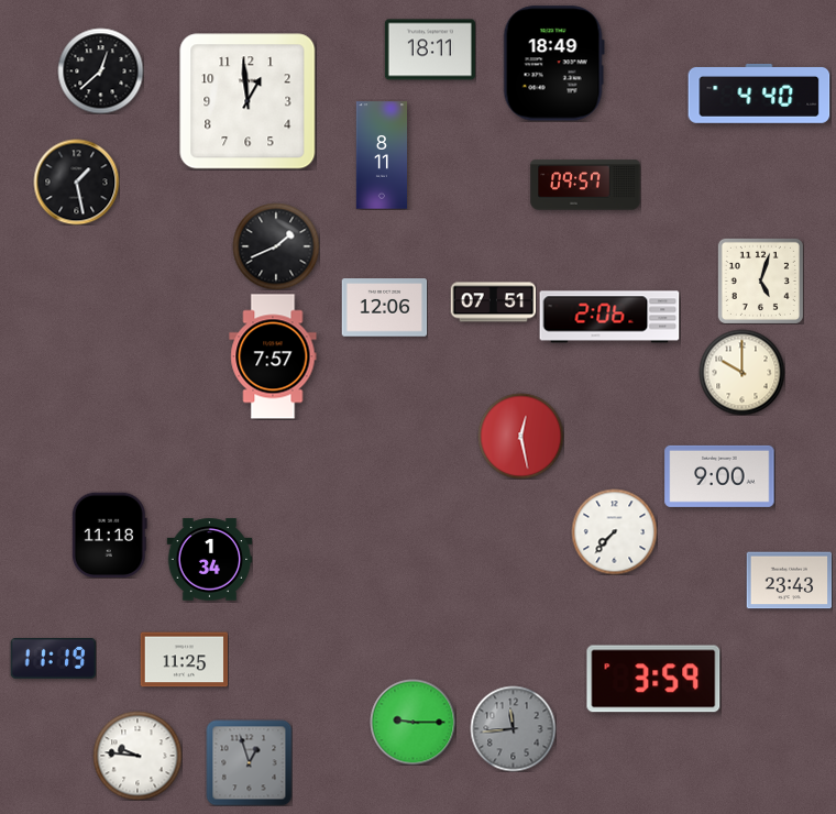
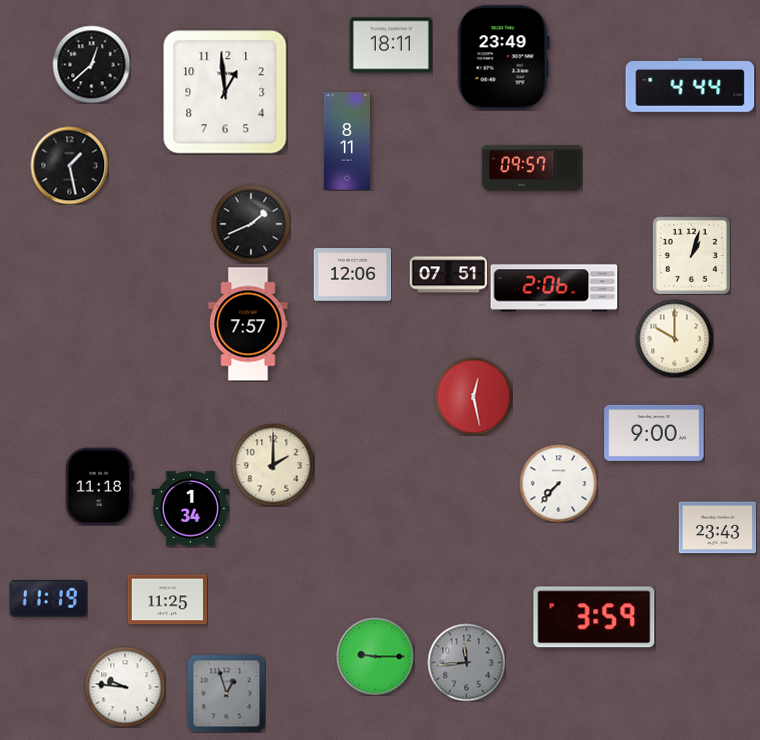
clock at (553, 64): 18:49 -> 23:49
clock at (759, 94): 4:40 -> 4:44
clock at (760, 280): 5:03 -> 1:03
clock at (384, 308) position: (384, 308) -> (352, 275)
clock at (273, 465): none -> 2:00
